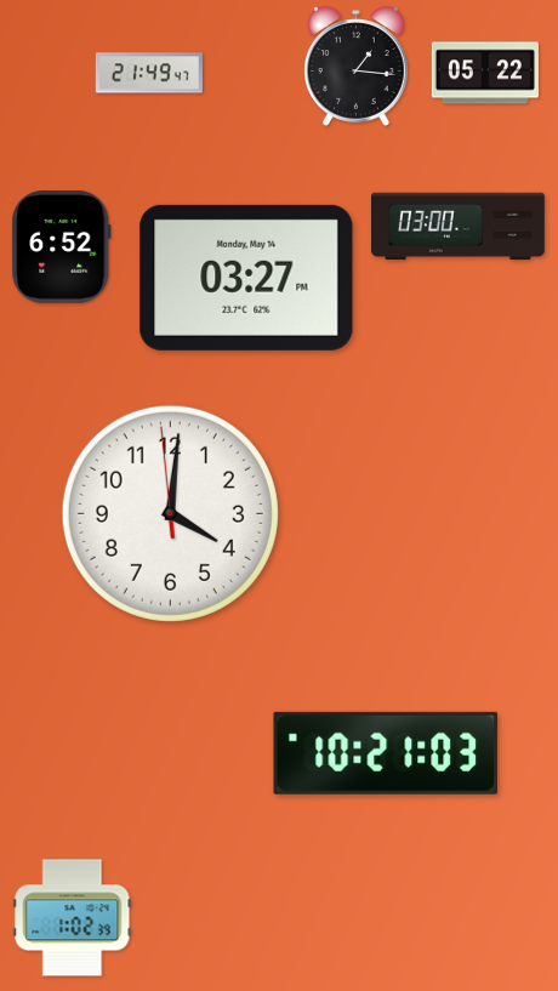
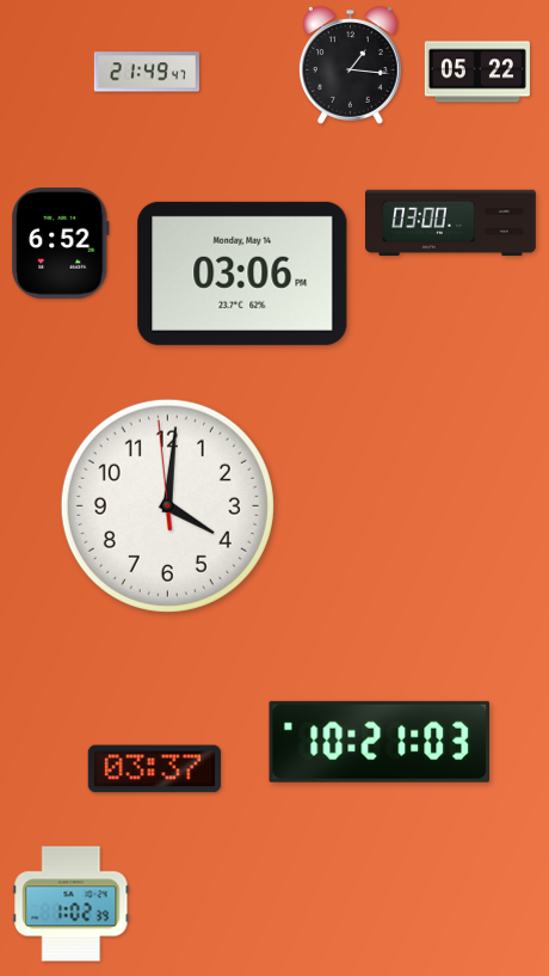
clock at (246, 278): 03:27 -> 03:06
clock at (154, 769): none -> 03:37
